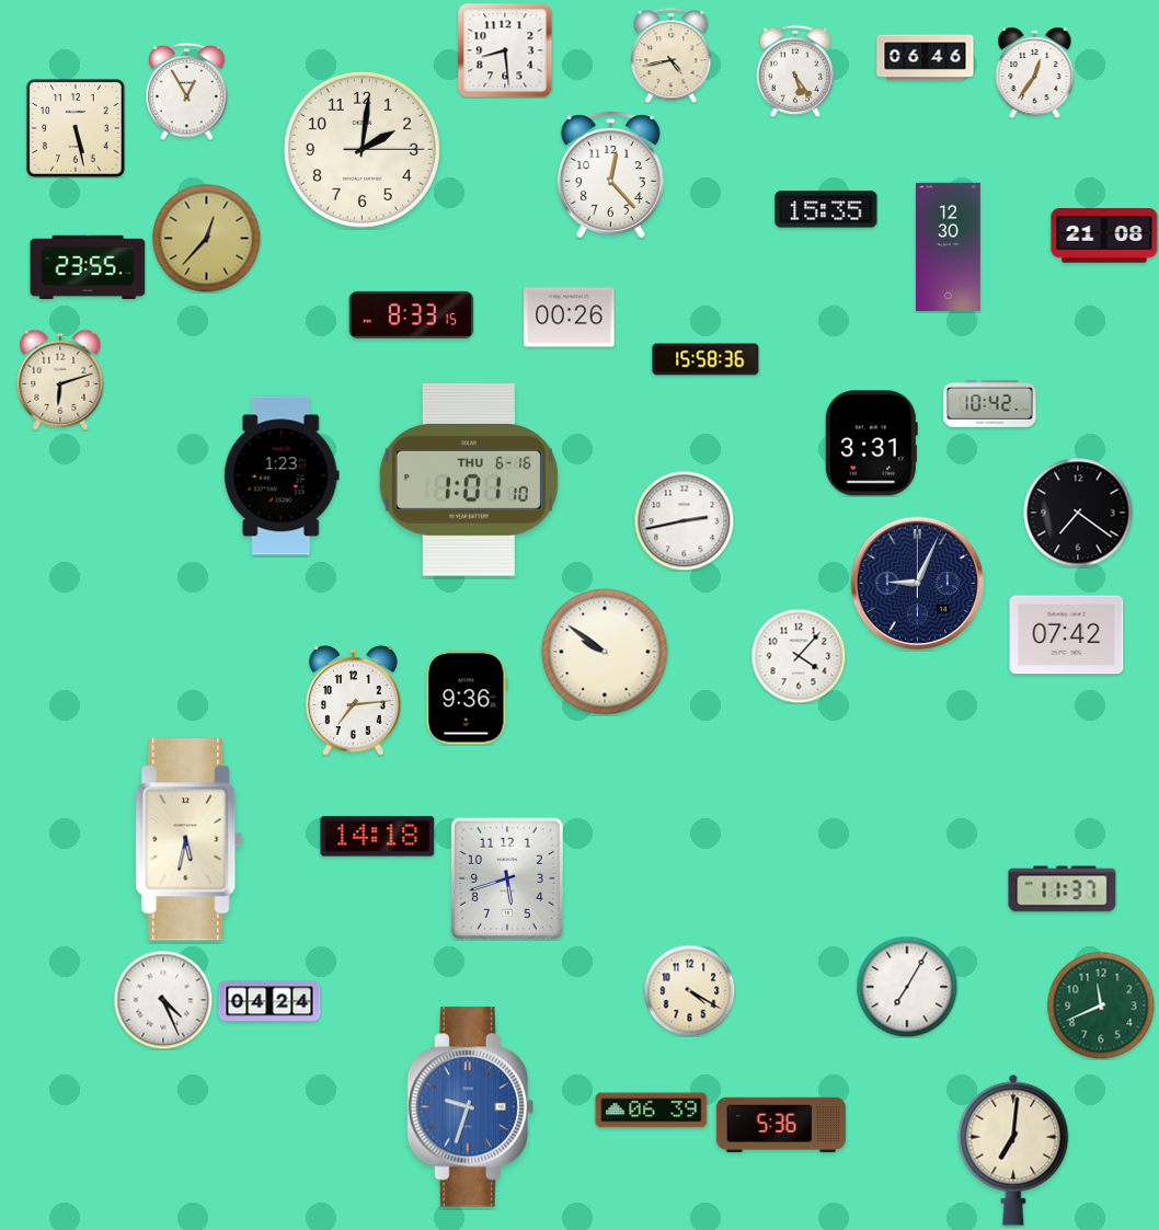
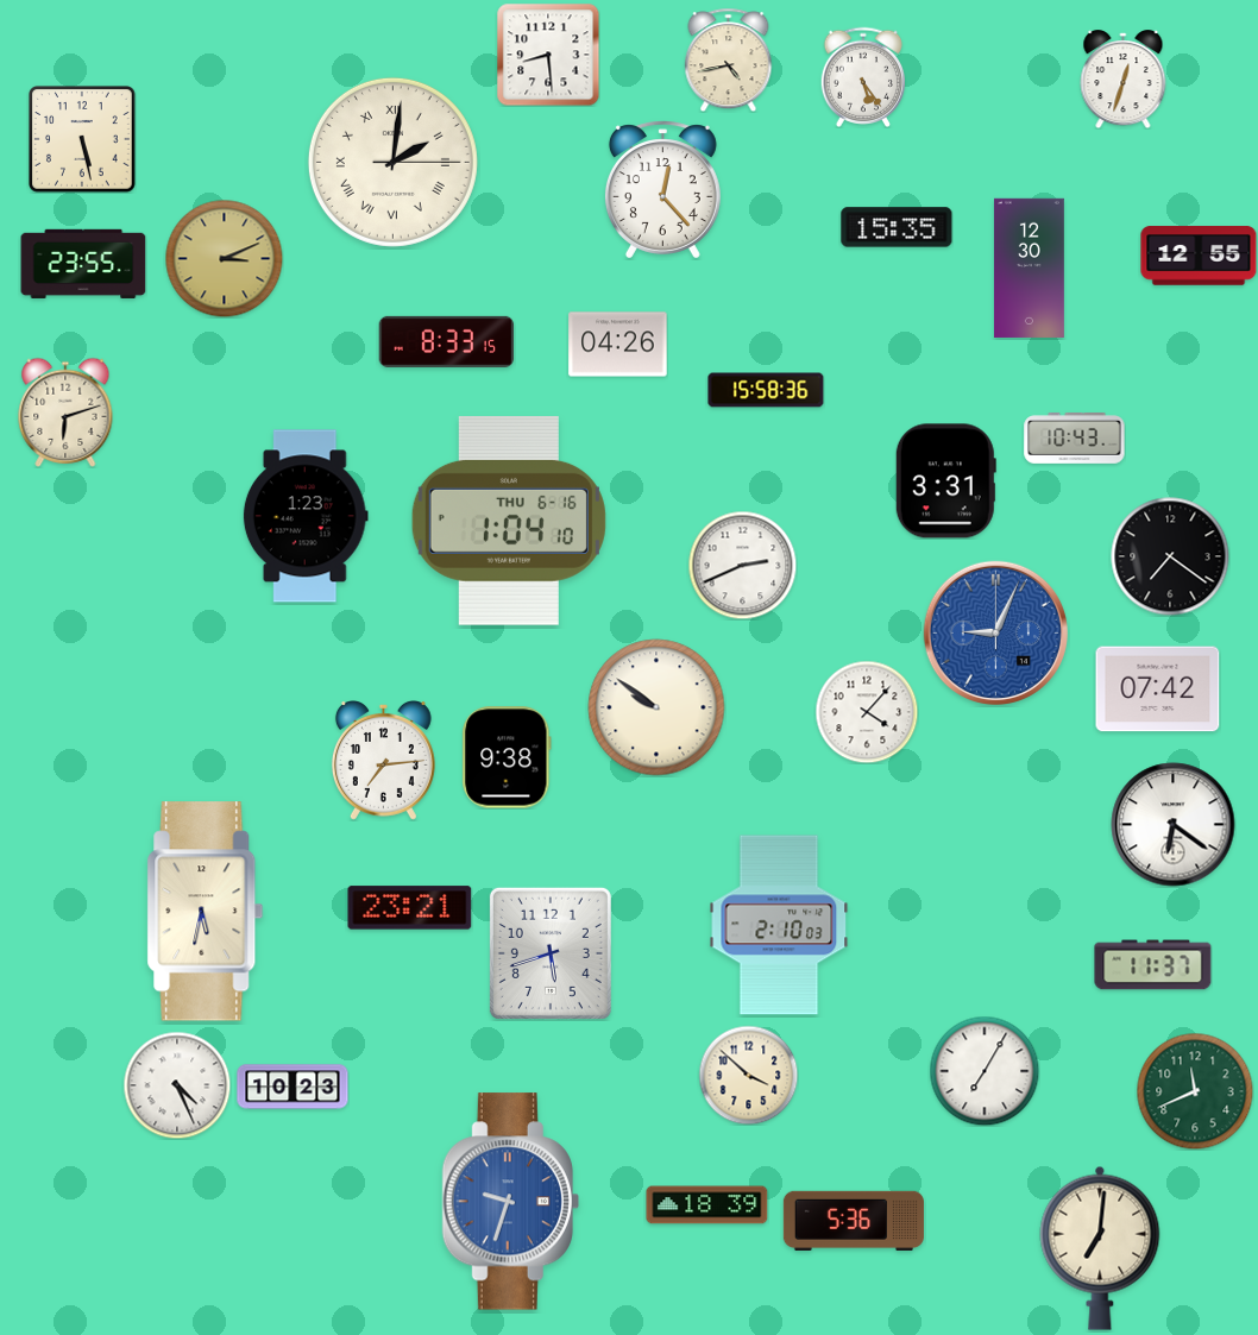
clock at (926, 58): 06:46 -> none
clock at (1035, 73): 12:36 -> 12:33
clock at (187, 91): 12:55 -> none
clock at (362, 149) numerals: Arabic -> Roman
clock at (1104, 235): 21:08 -> 12:55
clock at (207, 239): 12:37 -> 3:11
clock at (88, 267) position: (88, 267) -> (83, 264)
clock at (570, 318): 00:26 -> 04:26
clock at (990, 404): 10:42 -> 10:43
clock at (469, 480): 1:01 -> 1:04
clock at (684, 520): 2:43 -> 2:41
clock at (917, 583) dial: navy -> blue
clock at (467, 698): 9:36 -> 9:38
clock at (1174, 825): none -> 6:21
clock at (378, 837): 14:18 -> 23:21
clock at (779, 925): none -> 2:10
clock at (689, 990): 4:20 -> 3:52
clock at (269, 1001): 04:24 -> 10:23
clock at (652, 1111): 06:39 -> 18:39
clock at (781, 1124) position: (781, 1124) -> (854, 1220)
